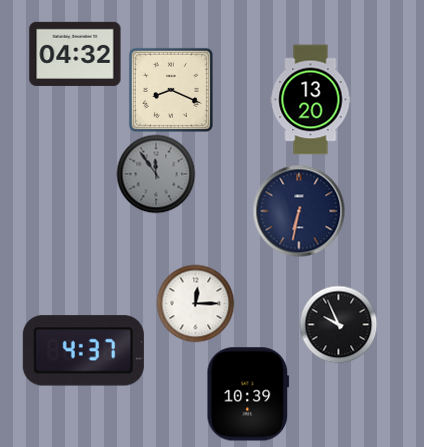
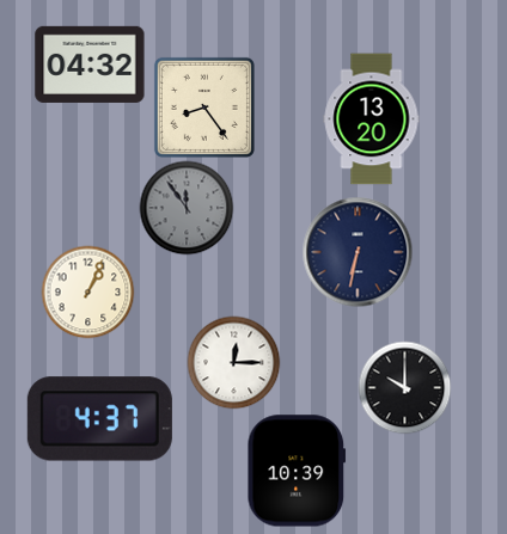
clock at (171, 90): 8:19 -> 8:24
clock at (87, 291): none -> 1:04
clock at (338, 324): 9:56 -> 10:00
